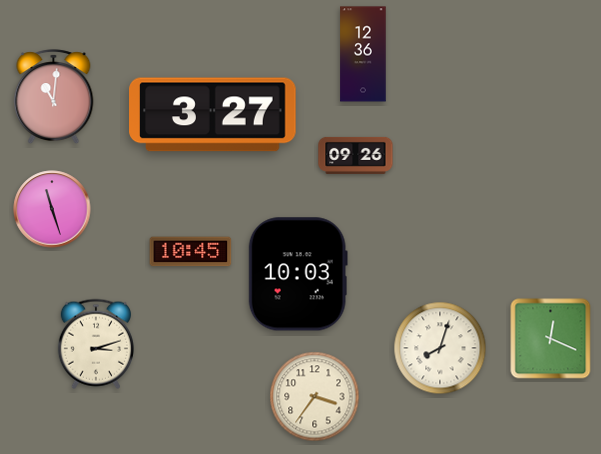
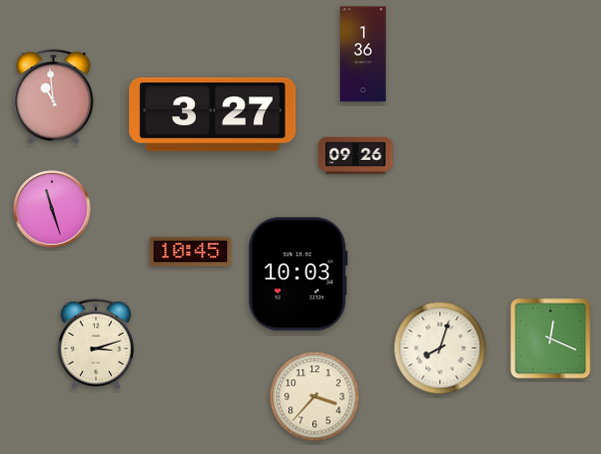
clock at (363, 54): 12:36 -> 1:36
clock at (54, 97): 11:01 -> 10:59
clock at (315, 397): 3:36 -> 3:37
